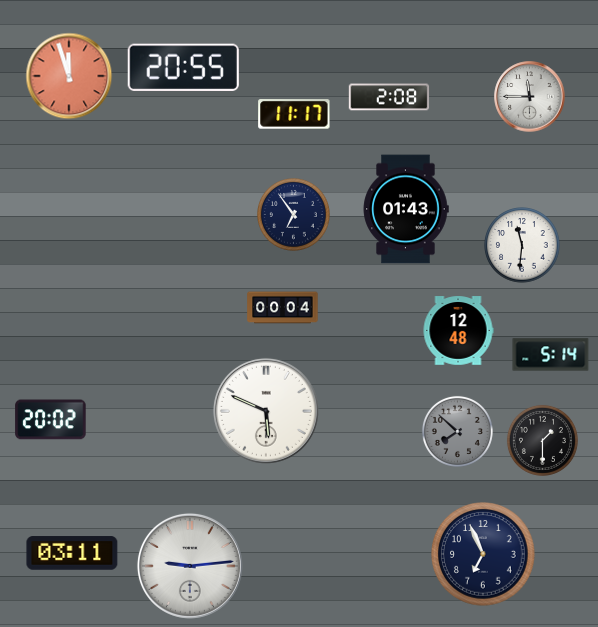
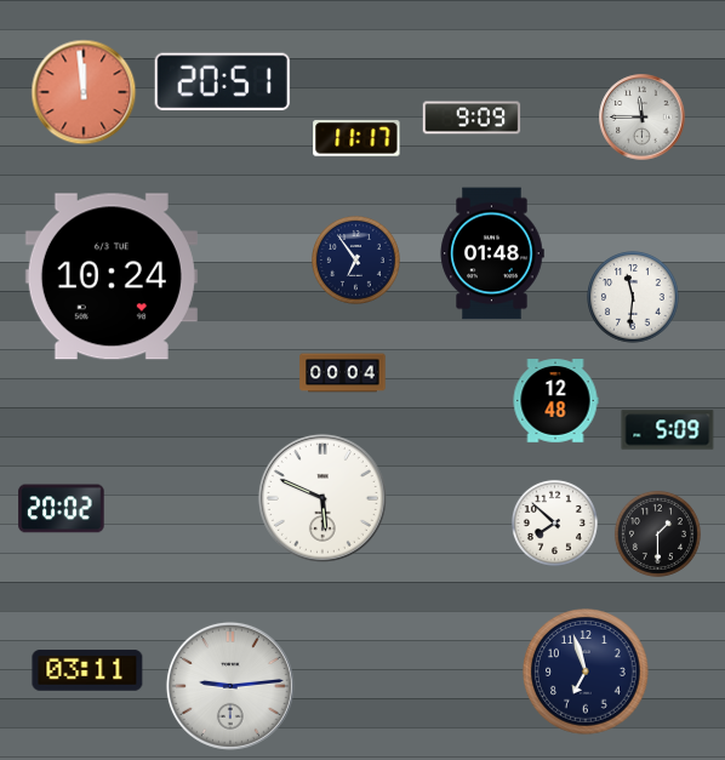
clock at (183, 68): 20:55 -> 20:51
clock at (69, 76): 11:57 -> 11:59
clock at (389, 97): 2:08 -> 9:09
clock at (406, 209): 01:43 -> 01:48
clock at (112, 276): none -> 10:24
clock at (551, 355): 5:14 -> 5:09
clock at (457, 431) dial: grey -> white
clock at (483, 554): 6:56 -> 6:57
